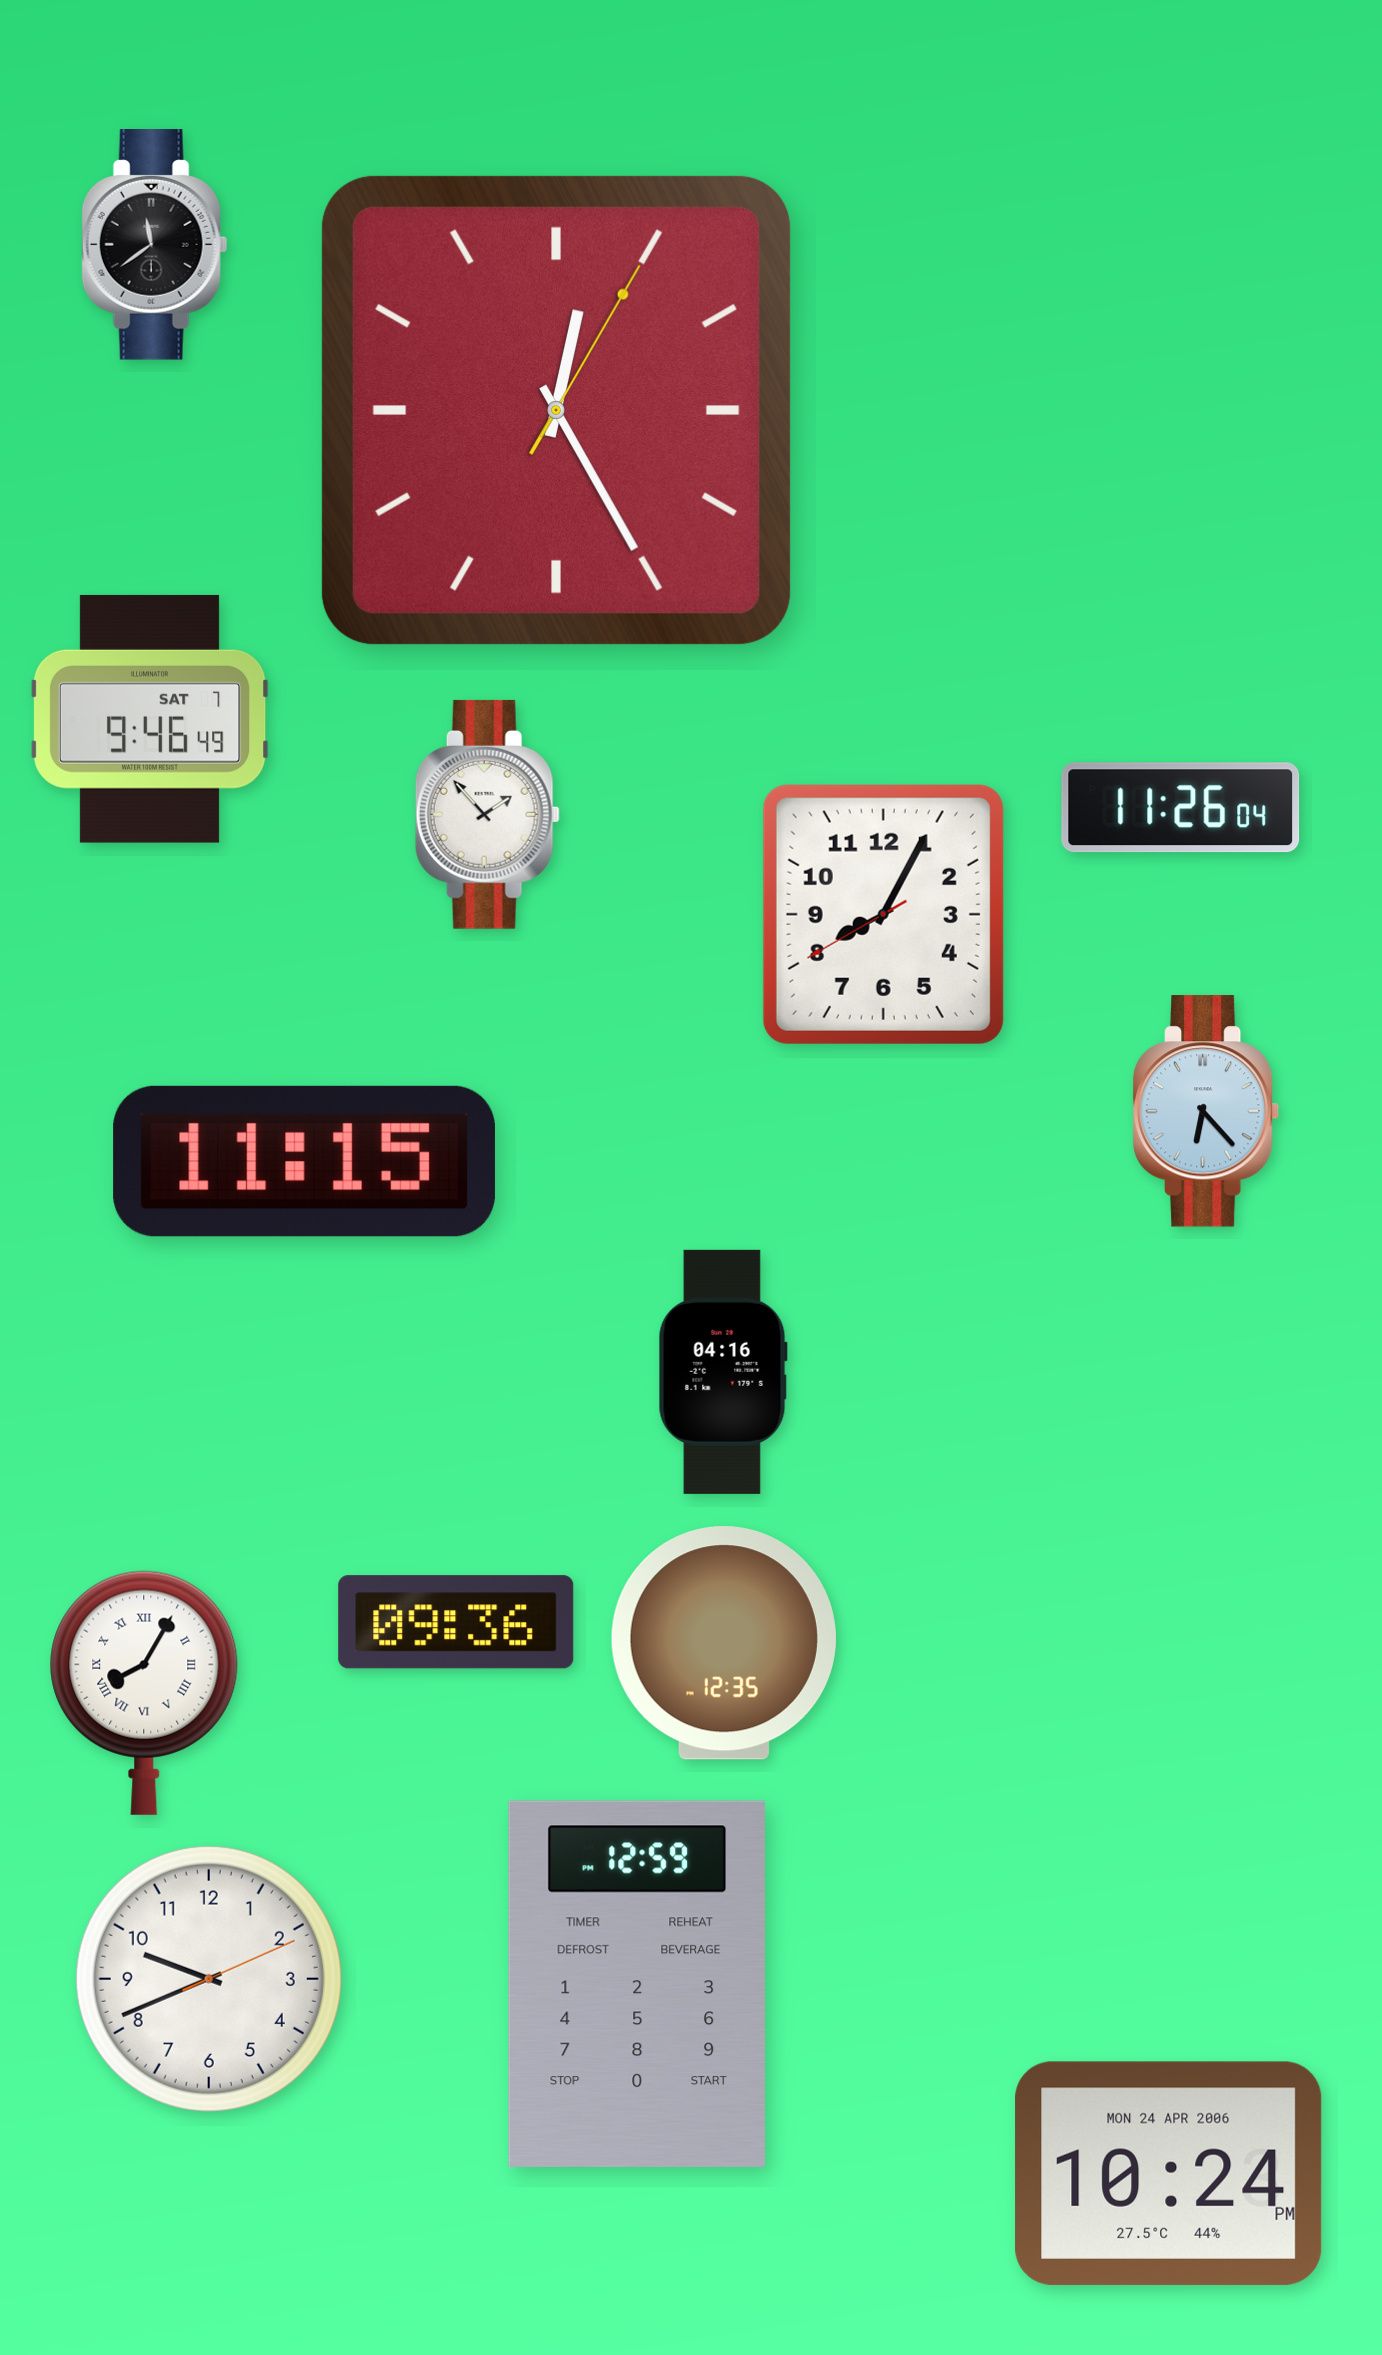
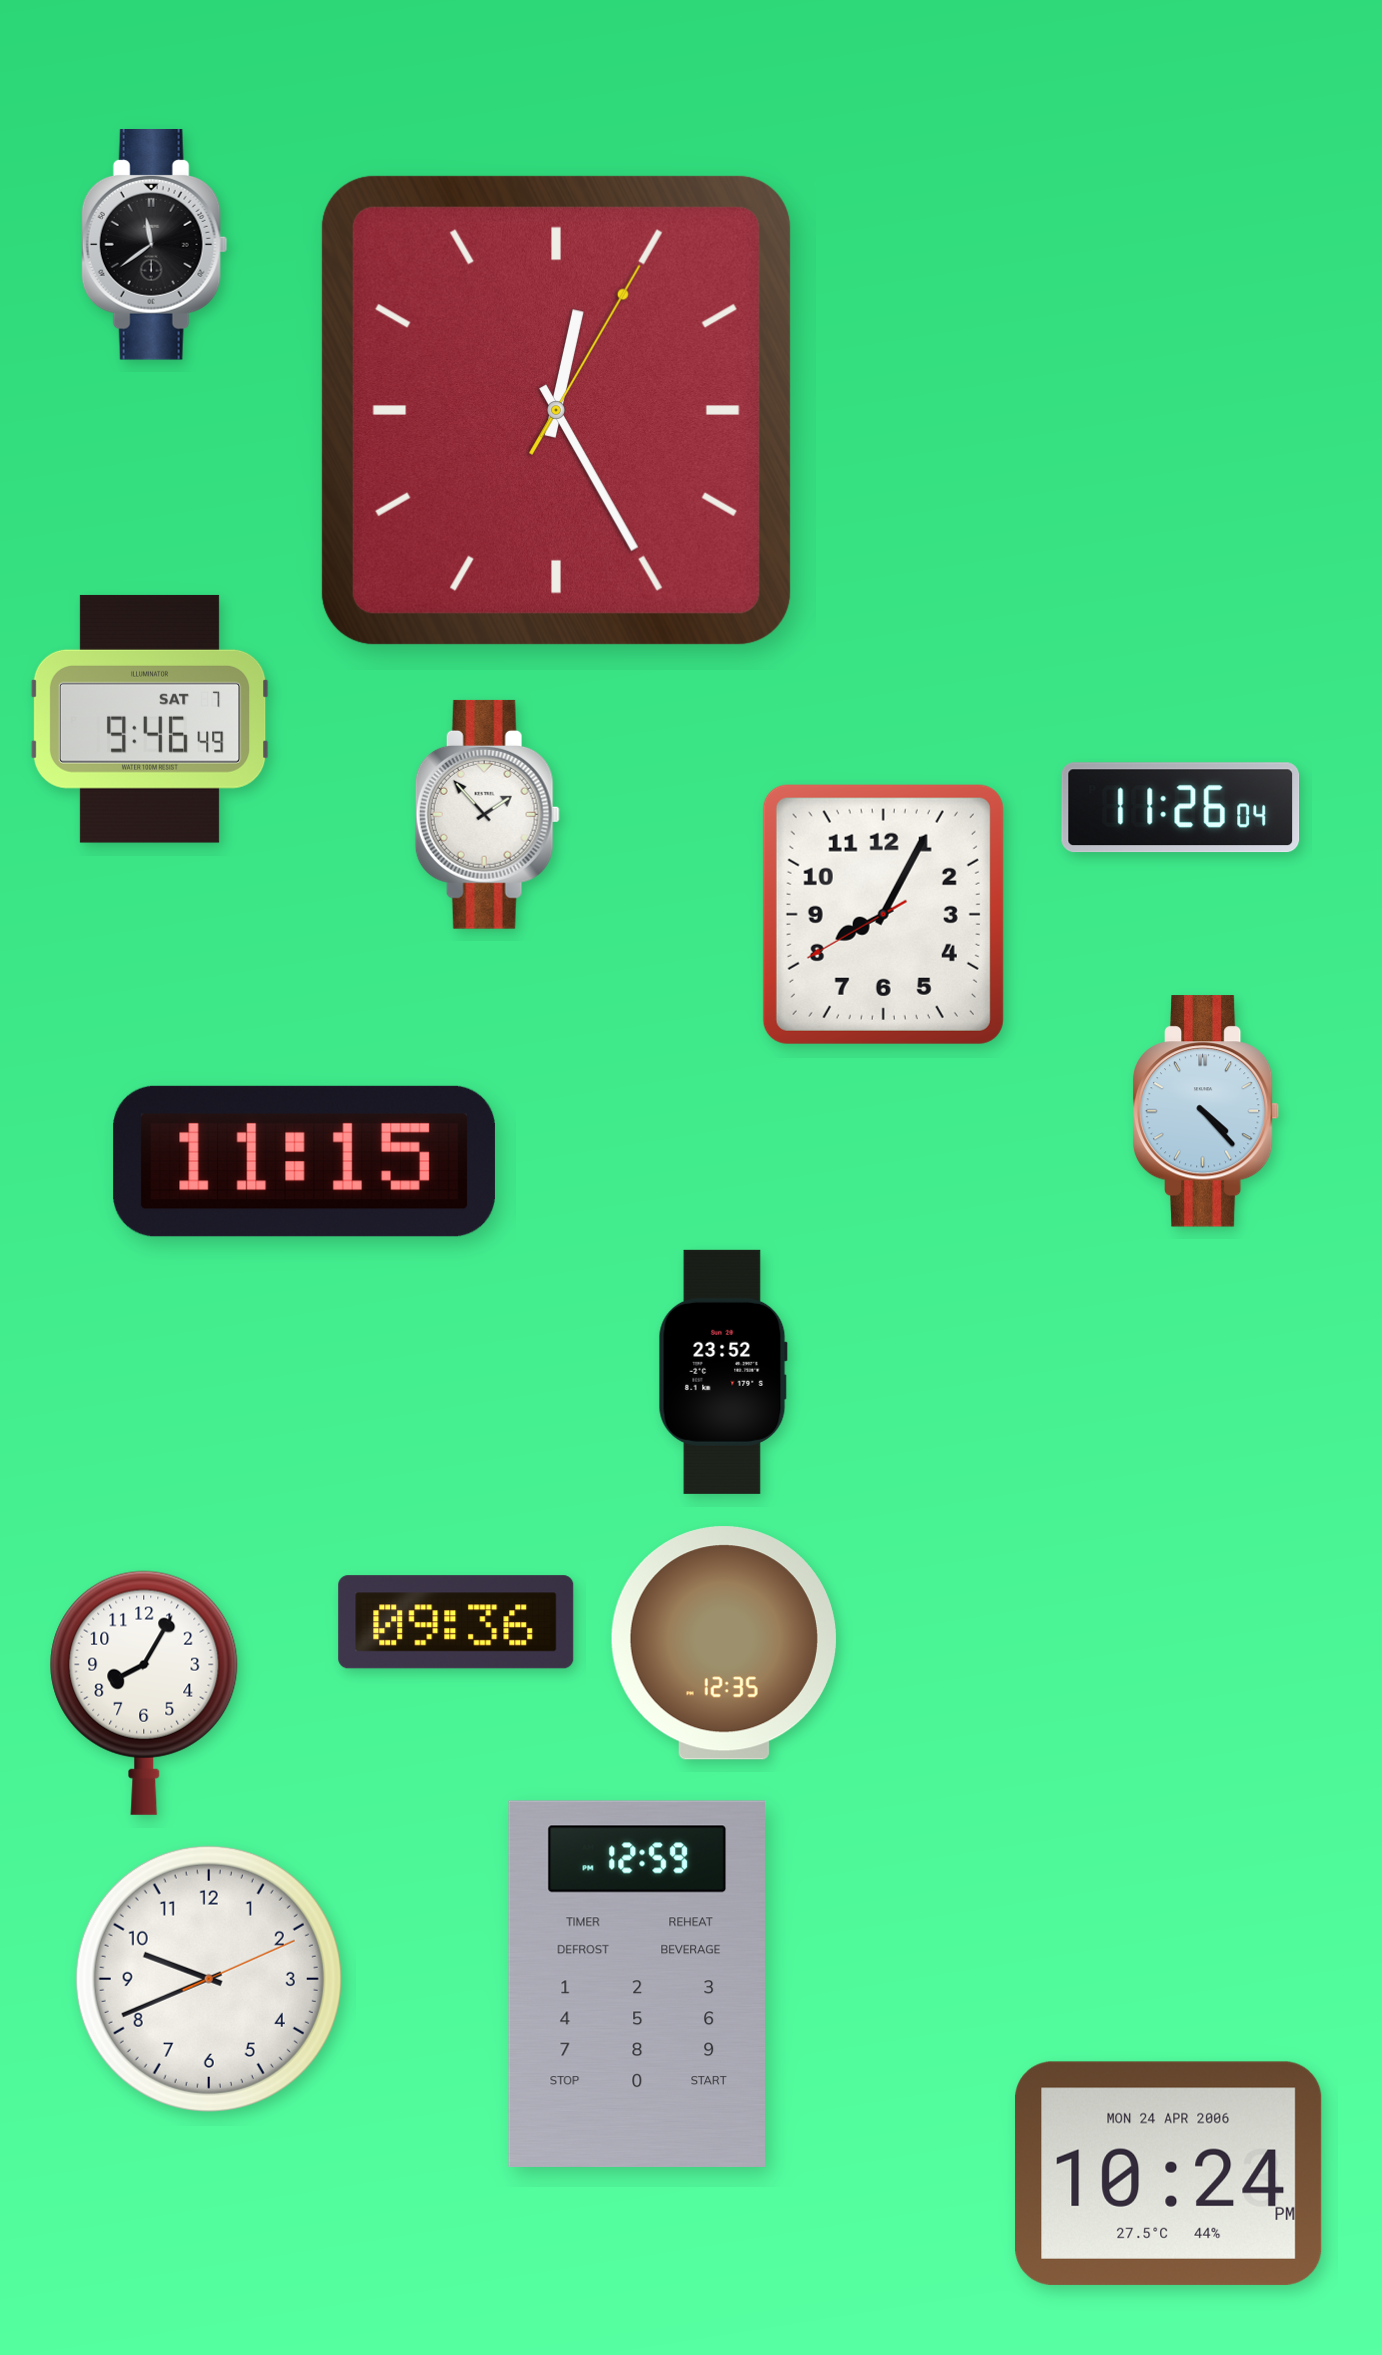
clock at (1206, 1111): 6:23 -> 4:23
clock at (723, 1372): 04:16 -> 23:52
clock at (144, 1693) numerals: Roman -> Arabic
